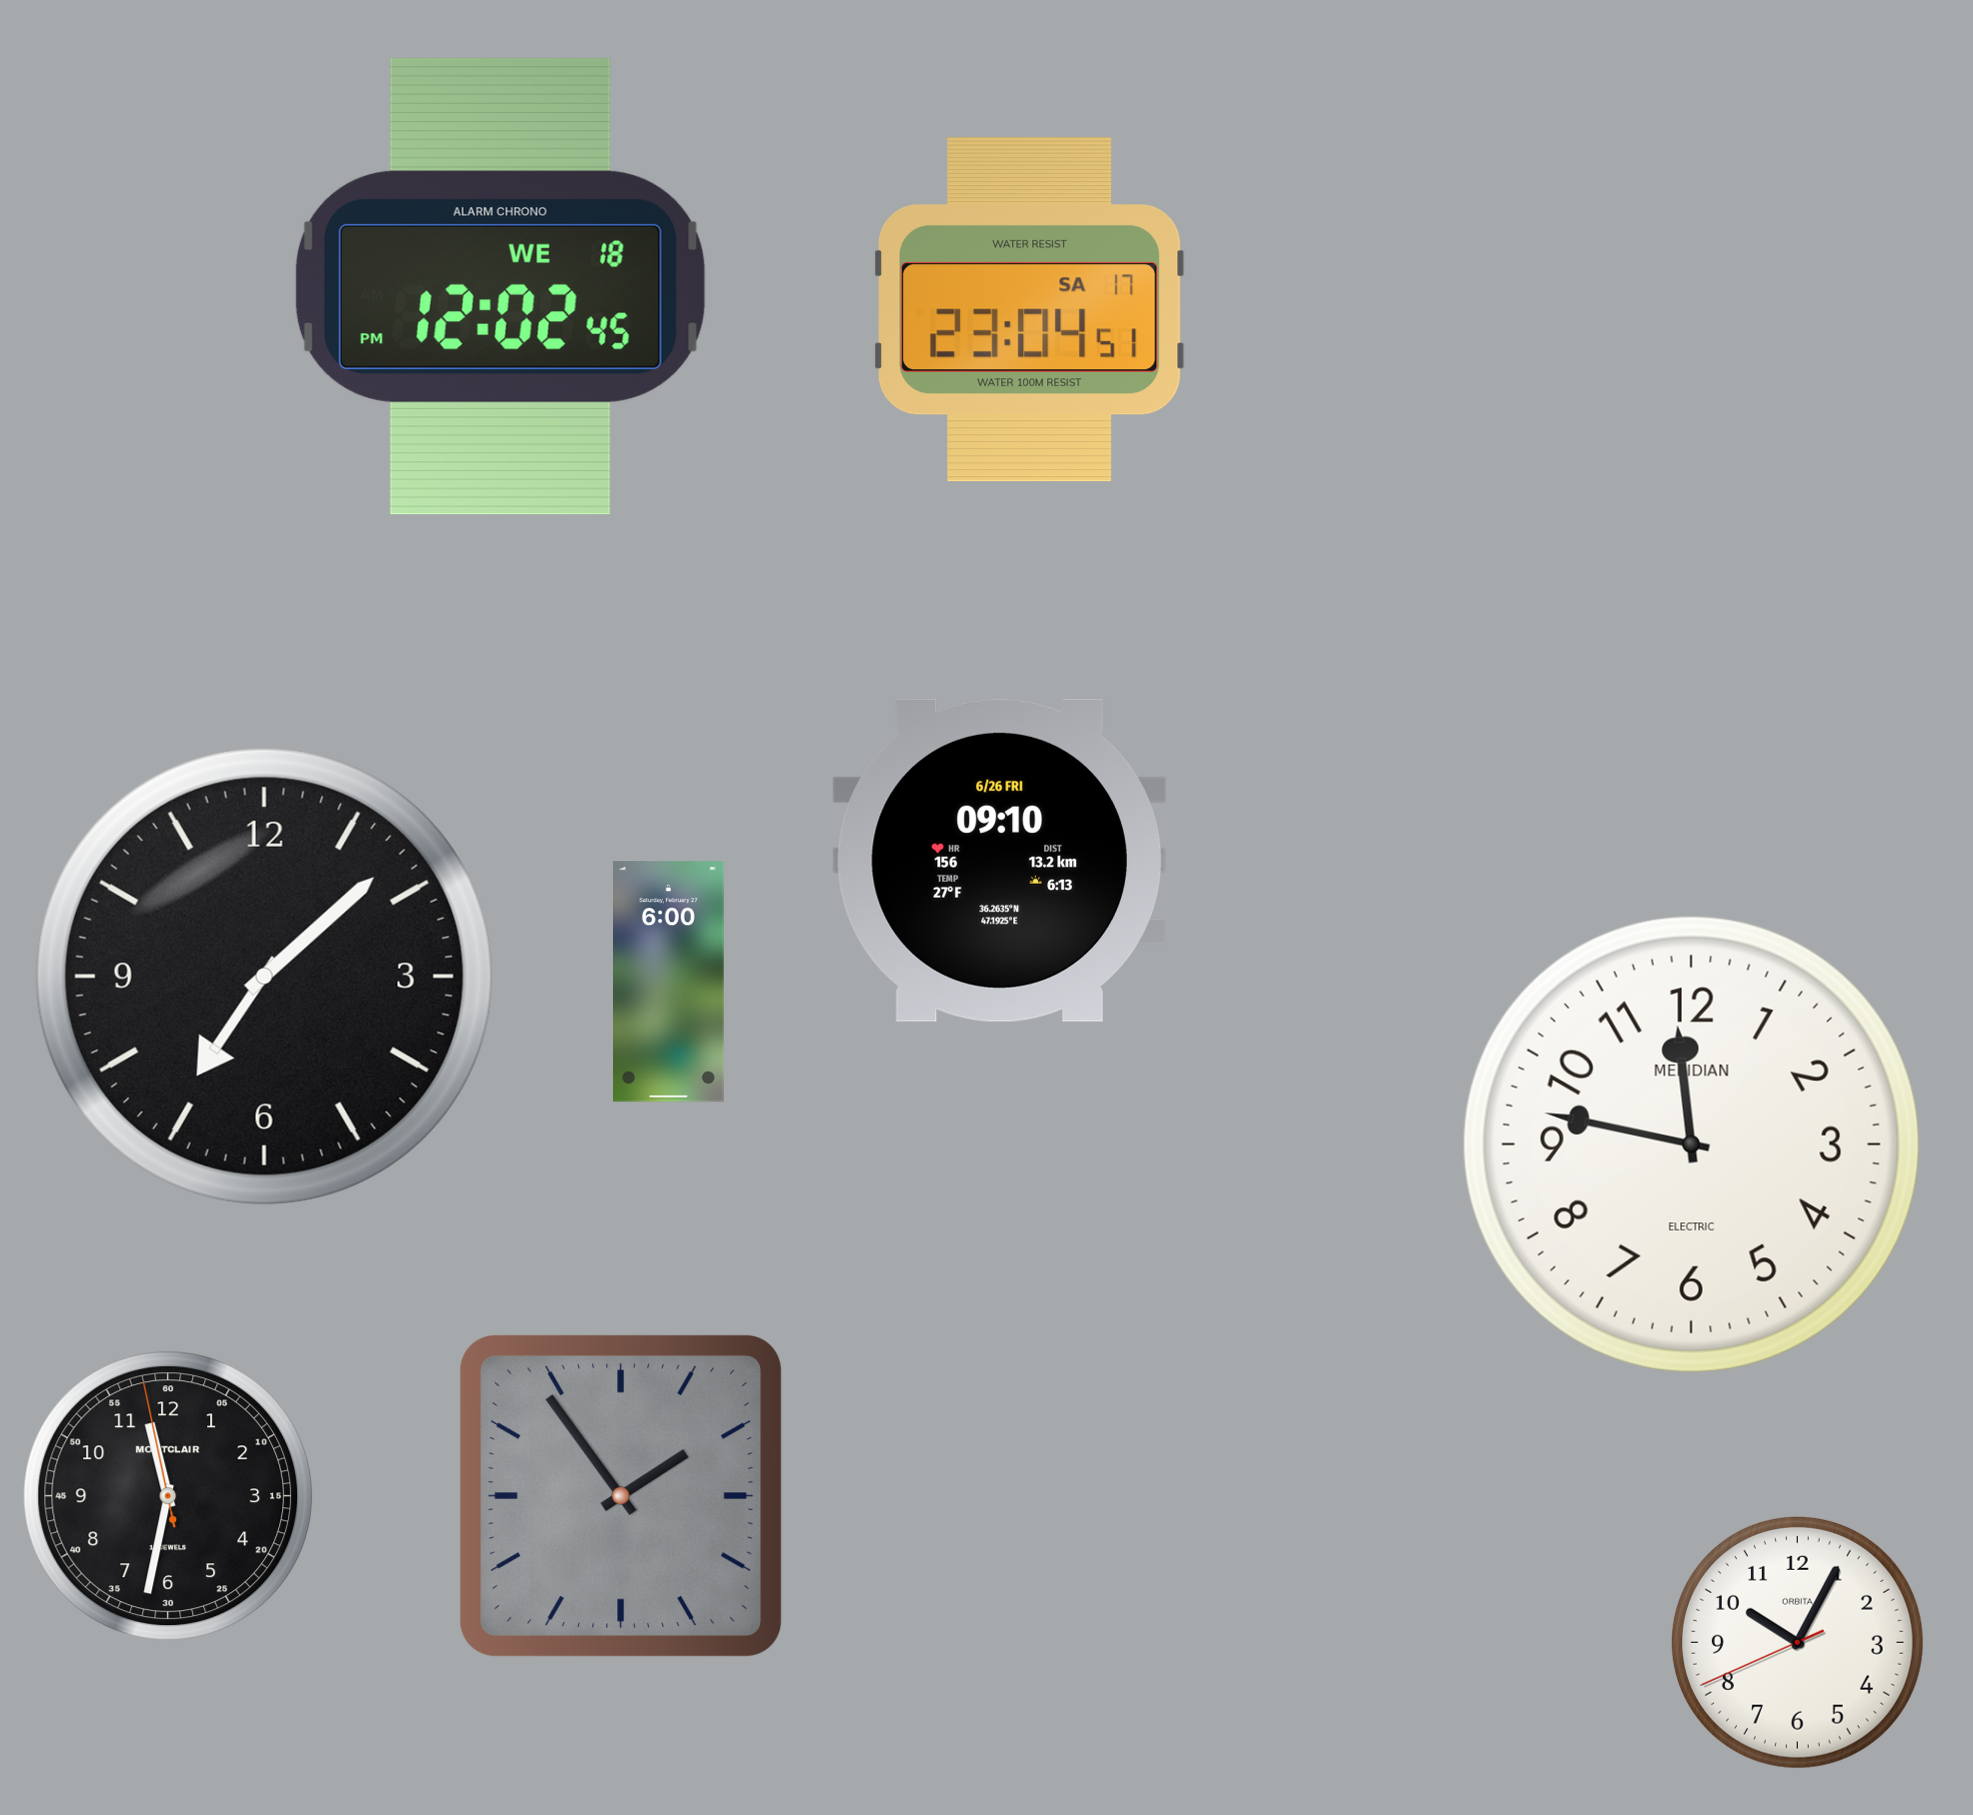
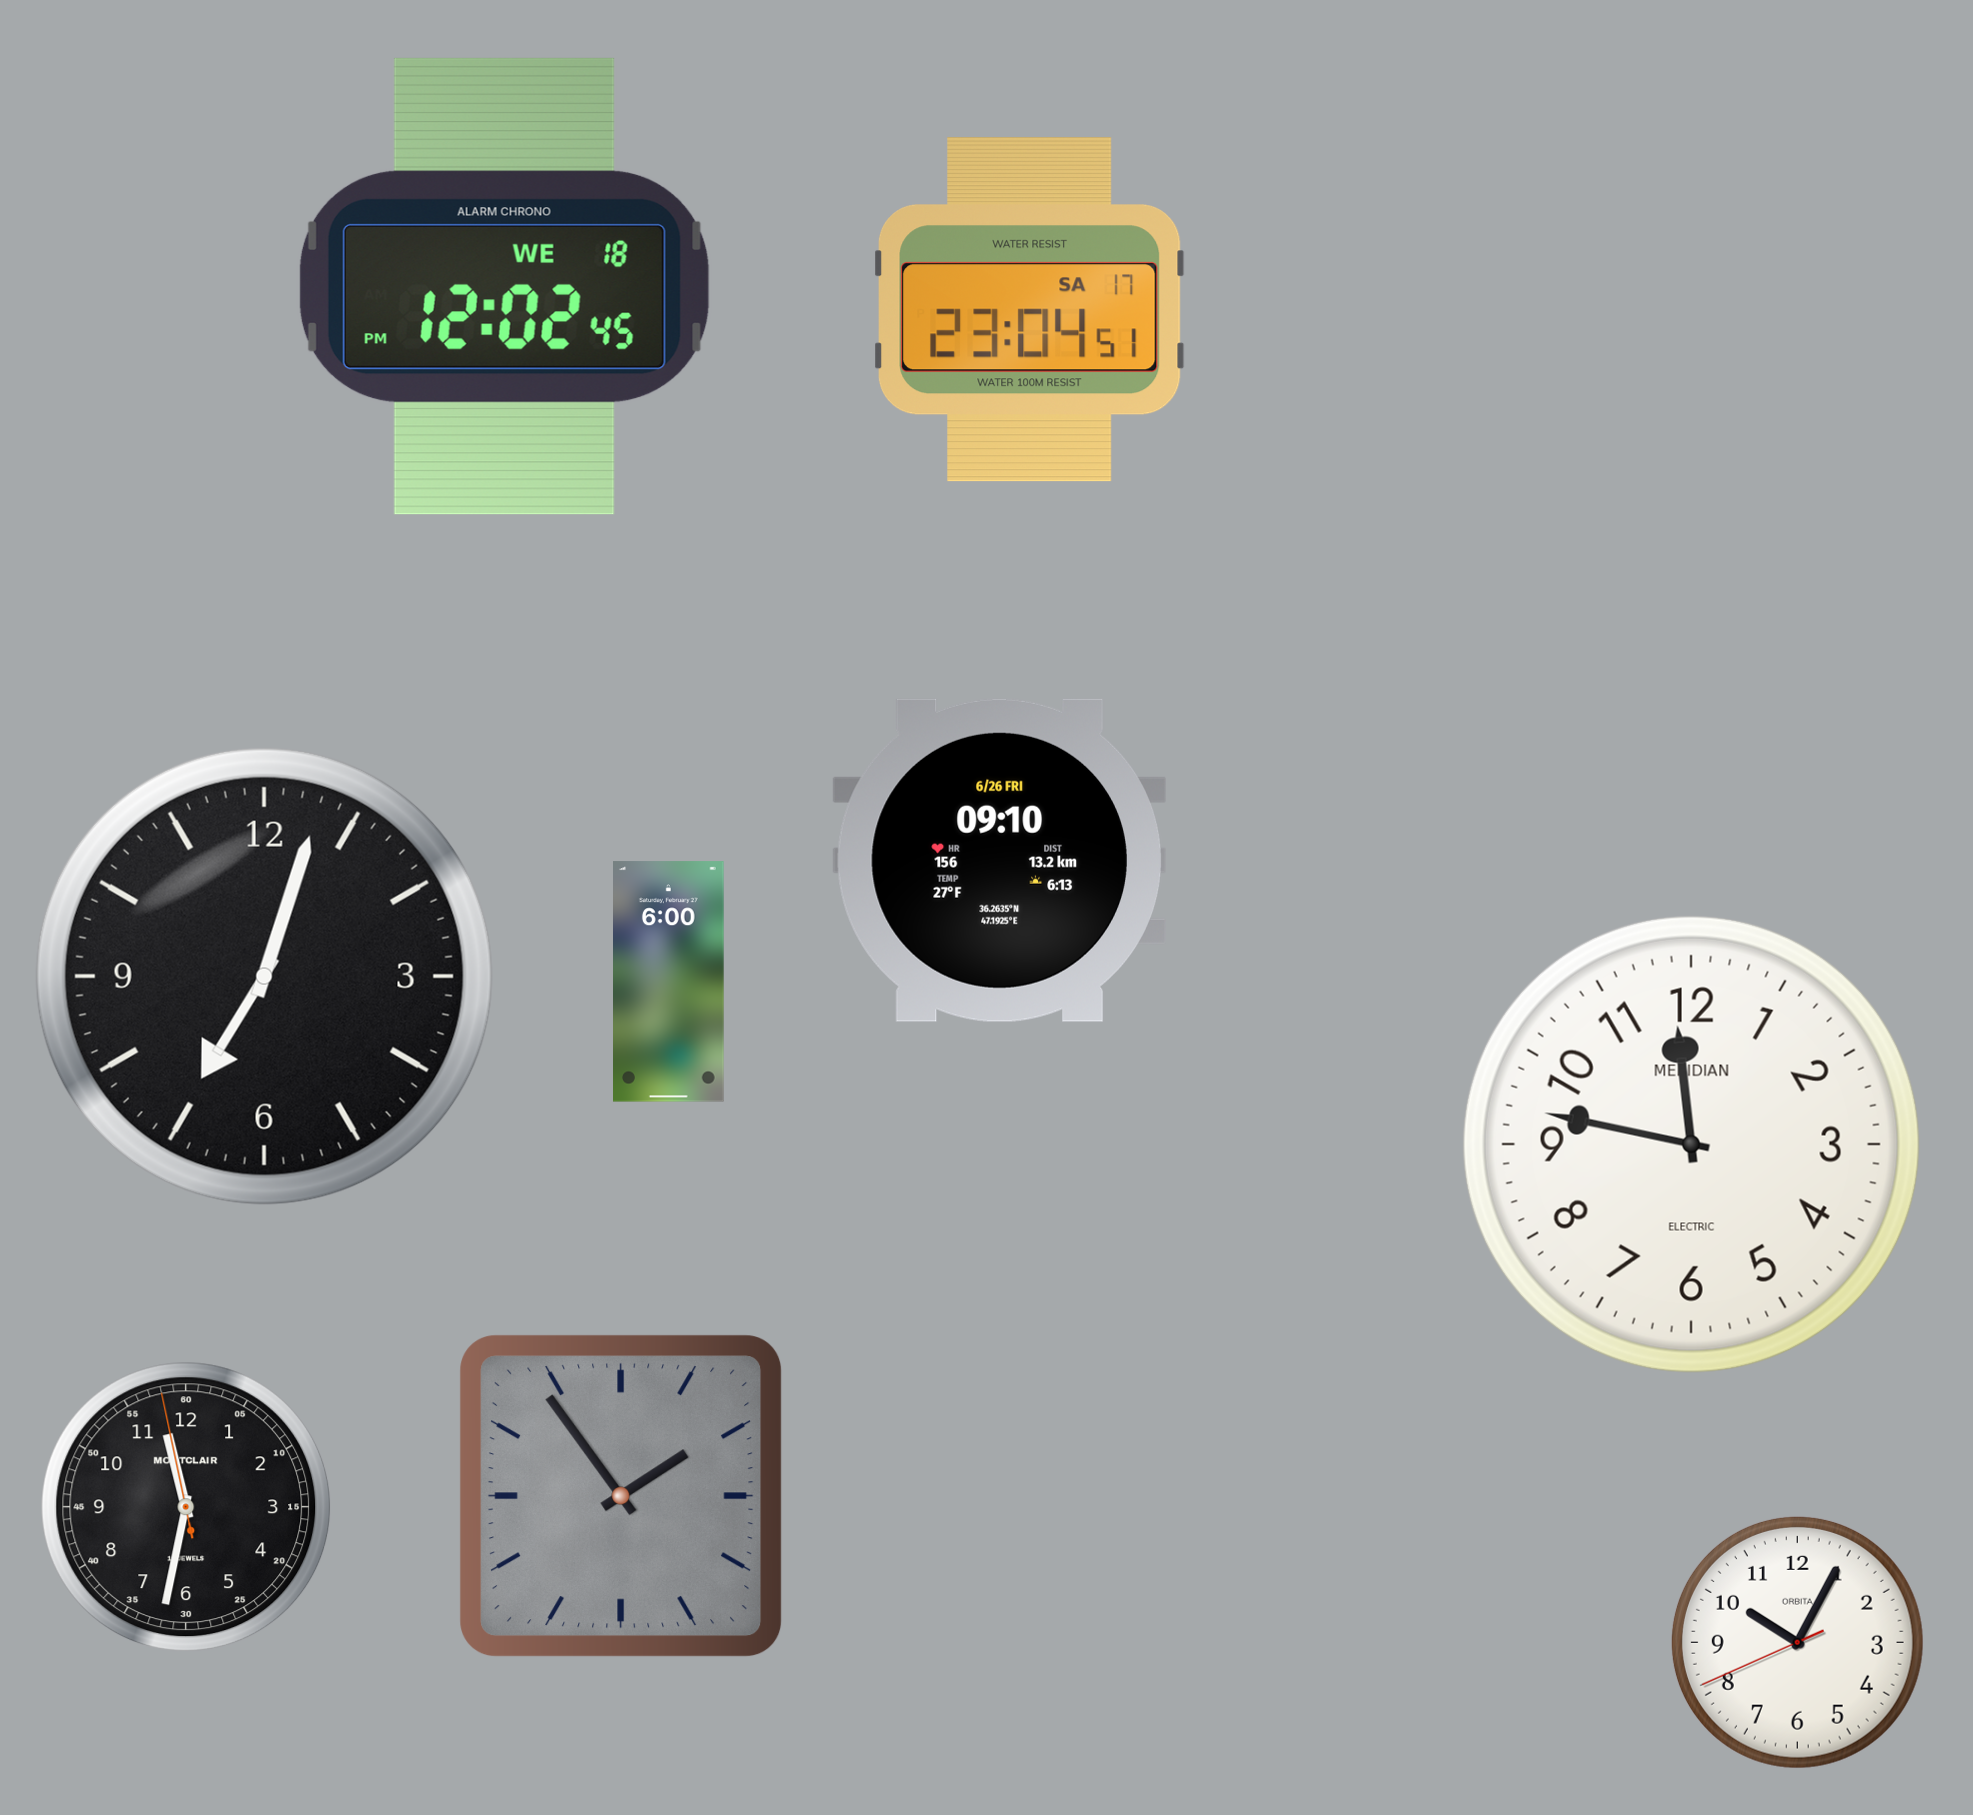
clock at (500, 286) position: (500, 286) -> (504, 286)
clock at (264, 976): 7:08 -> 7:03
clock at (168, 1496) position: (168, 1496) -> (186, 1507)
